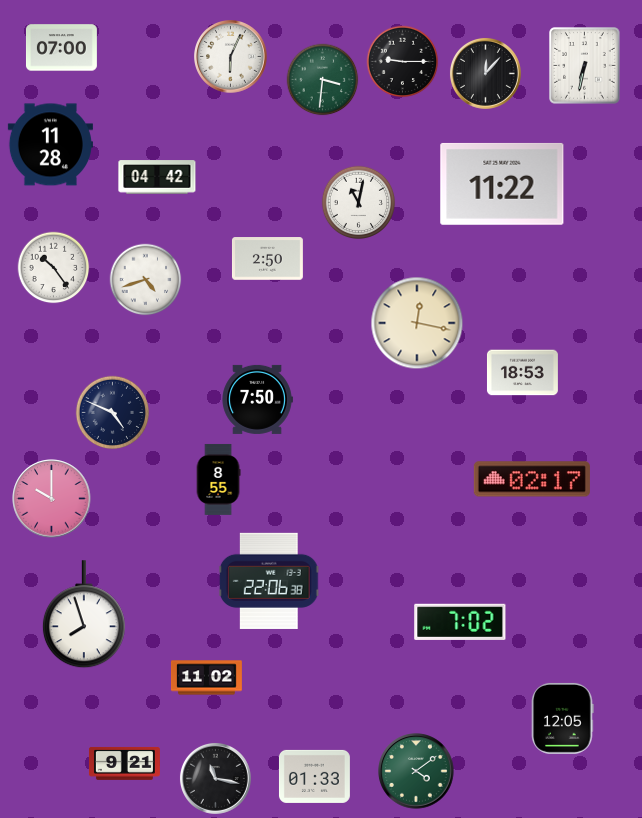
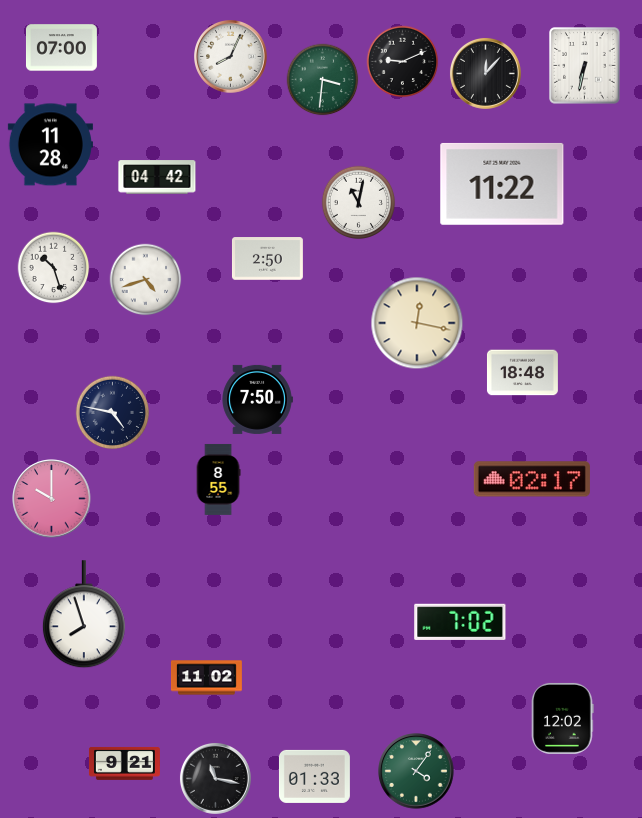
clock at (231, 57): 6:04 -> 8:04
clock at (403, 62): 9:15 -> 9:11
clock at (54, 268): 10:24 -> 10:27
clock at (522, 373): 18:53 -> 18:48
clock at (113, 413): 4:49 -> 4:47
clock at (269, 581): 22:06 -> none
clock at (563, 718): 12:05 -> 12:02
clock at (416, 771): 4:09 -> 4:06
